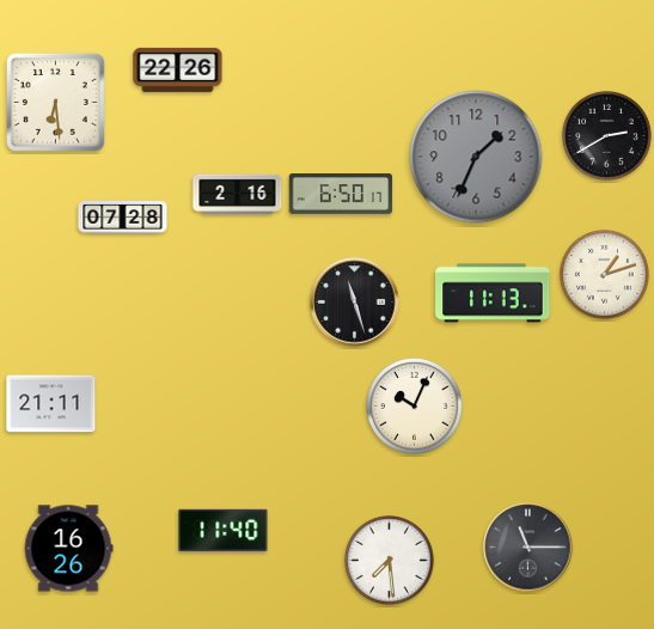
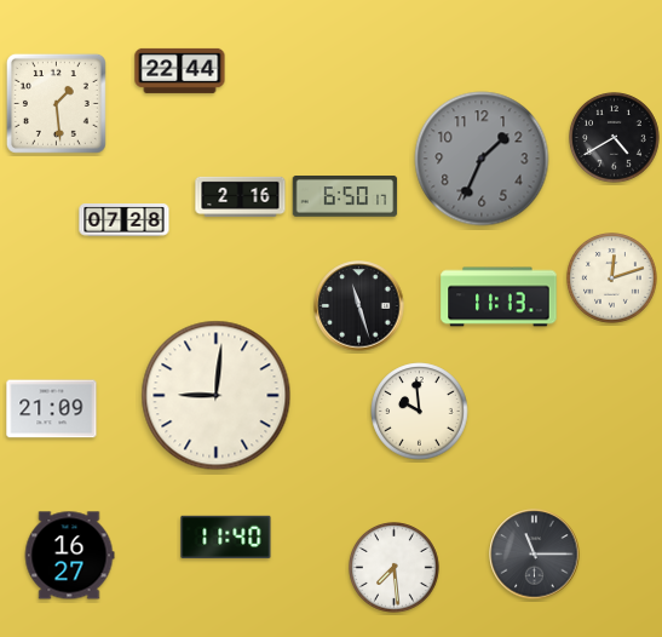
clock at (178, 69): 22:26 -> 22:44
clock at (55, 102): 6:29 -> 1:29
clock at (607, 136): 2:40 -> 4:40
clock at (605, 275): 1:12 -> 12:12
clock at (217, 396): none -> 9:01
clock at (51, 404): 21:11 -> 21:09
clock at (415, 407): 10:04 -> 9:59
clock at (68, 549): 16:26 -> 16:27
